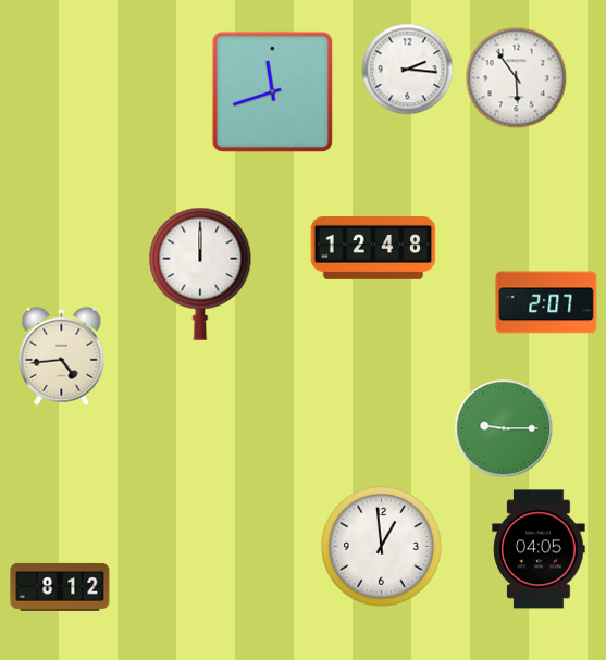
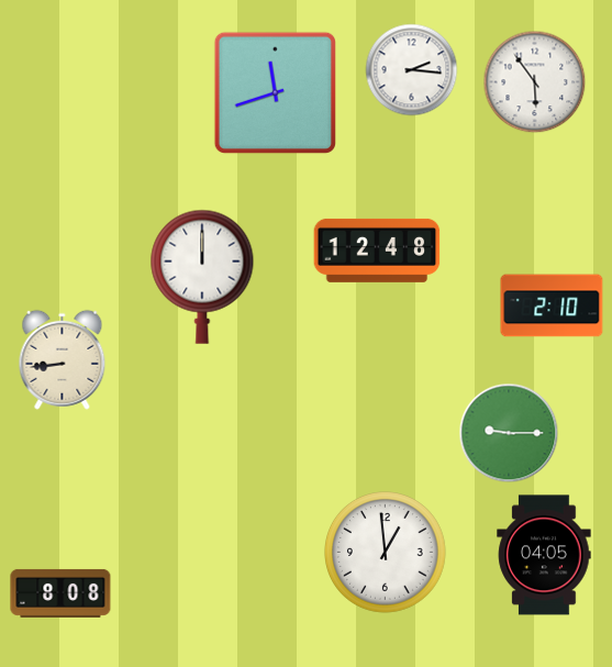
clock at (517, 78) position: (517, 78) -> (535, 82)
clock at (546, 302): 2:07 -> 2:10
clock at (62, 356): 4:44 -> 8:44
clock at (60, 587): 8:12 -> 8:08
